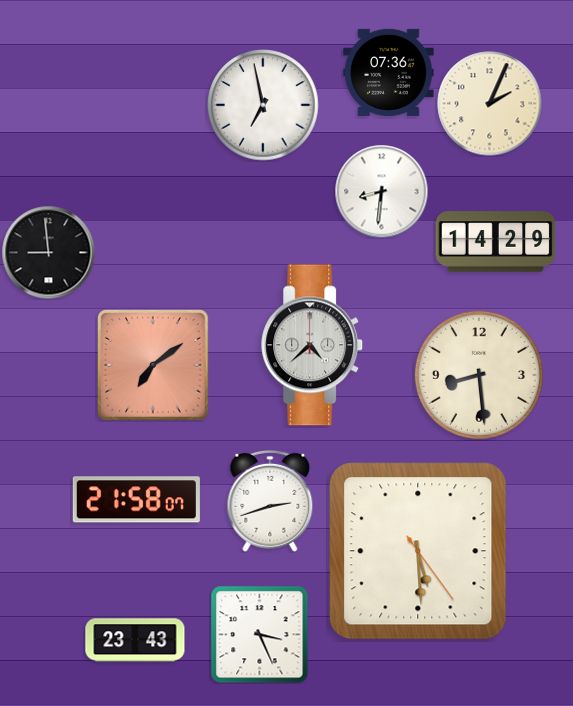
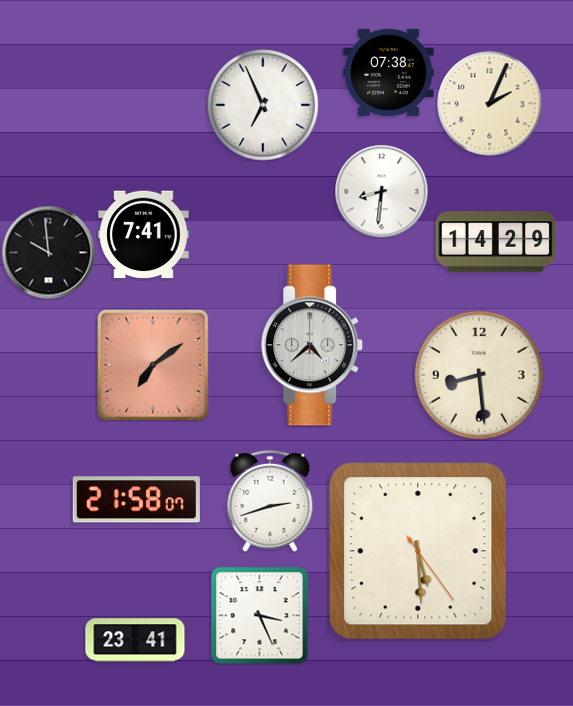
clock at (389, 72): 07:36 -> 07:38
clock at (263, 105): 6:58 -> 6:56
clock at (144, 235): none -> 7:41
clock at (48, 252): 8:59 -> 9:59
clock at (260, 635) position: (260, 635) -> (260, 616)
clock at (135, 640): 23:43 -> 23:41
